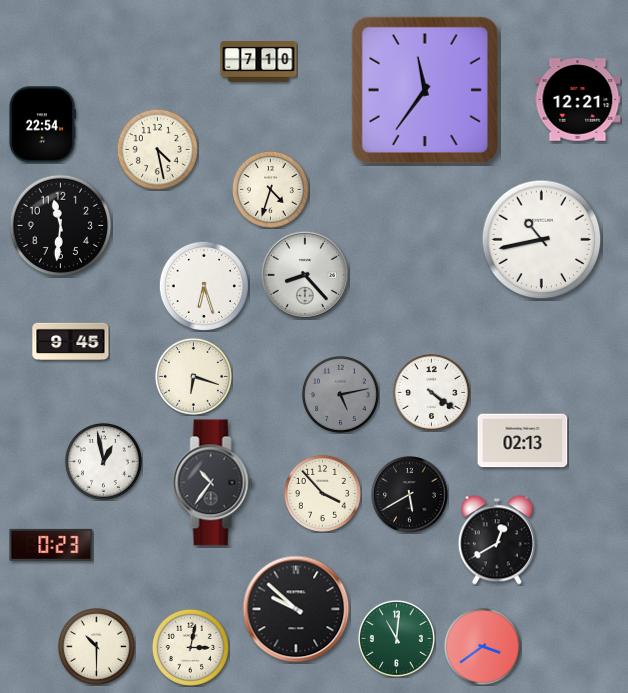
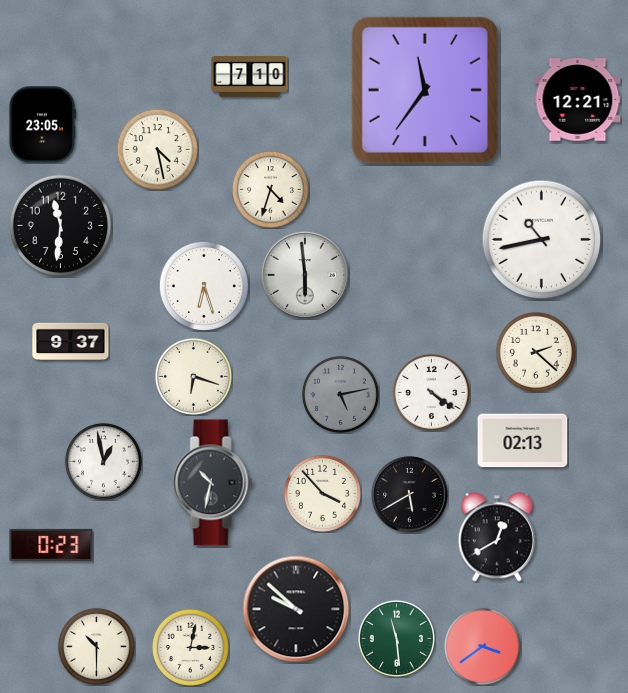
clock at (259, 62) position: (259, 62) -> (250, 77)
clock at (42, 125): 22:54 -> 23:05
clock at (305, 275): 8:23 -> 5:59
clock at (71, 341): 9:45 -> 9:37
clock at (536, 352): none -> 2:22
clock at (213, 483): 10:36 -> 10:32
clock at (497, 540) position: (497, 540) -> (497, 537)
clock at (396, 638): 11:01 -> 11:29
